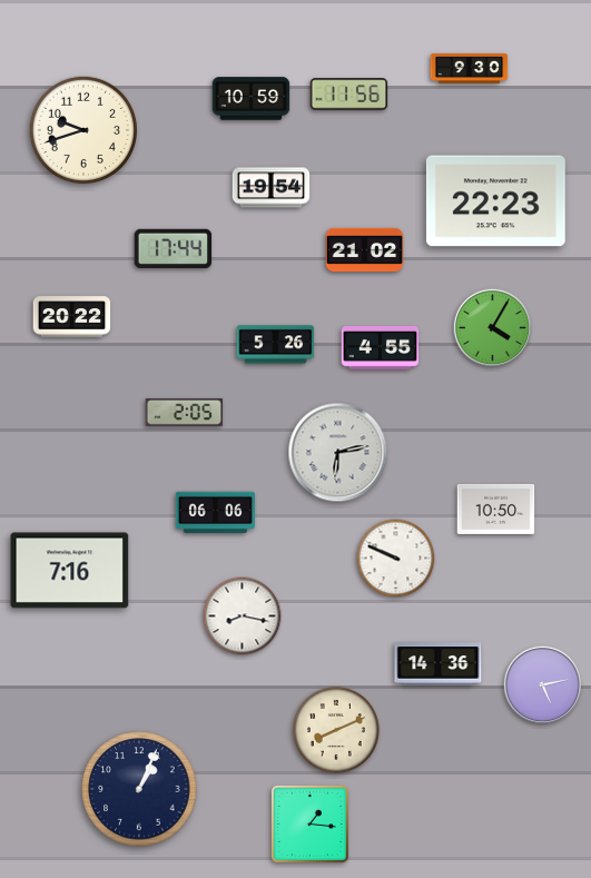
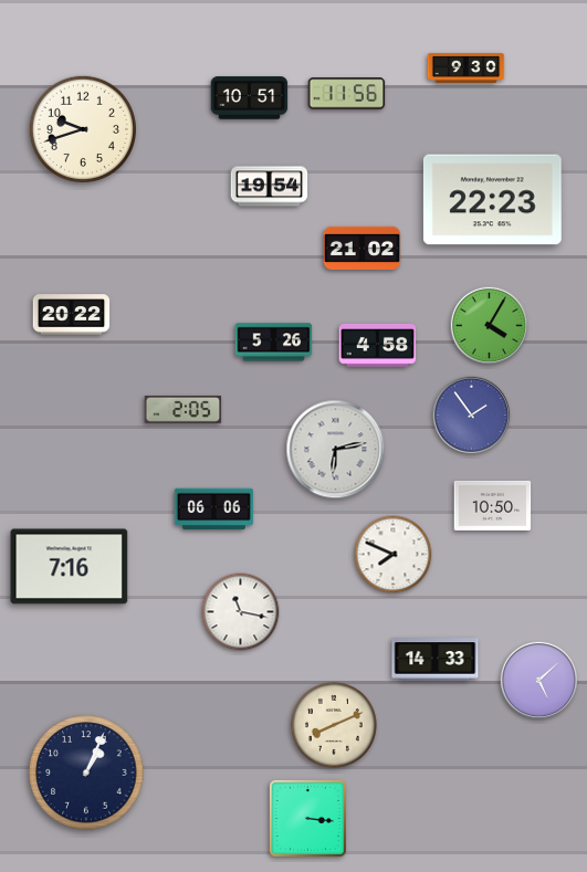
clock at (252, 99): 10:59 -> 10:51
clock at (174, 248): 17:44 -> none
clock at (381, 348): 4:55 -> 4:58
clock at (472, 416): none -> 1:54
clock at (396, 559): 9:49 -> 7:49
clock at (243, 616): 8:17 -> 11:17
clock at (439, 664): 14:36 -> 14:33
clock at (543, 685): 5:13 -> 5:08
clock at (139, 789) position: (139, 789) -> (86, 773)
clock at (309, 823): 1:16 -> 3:16
